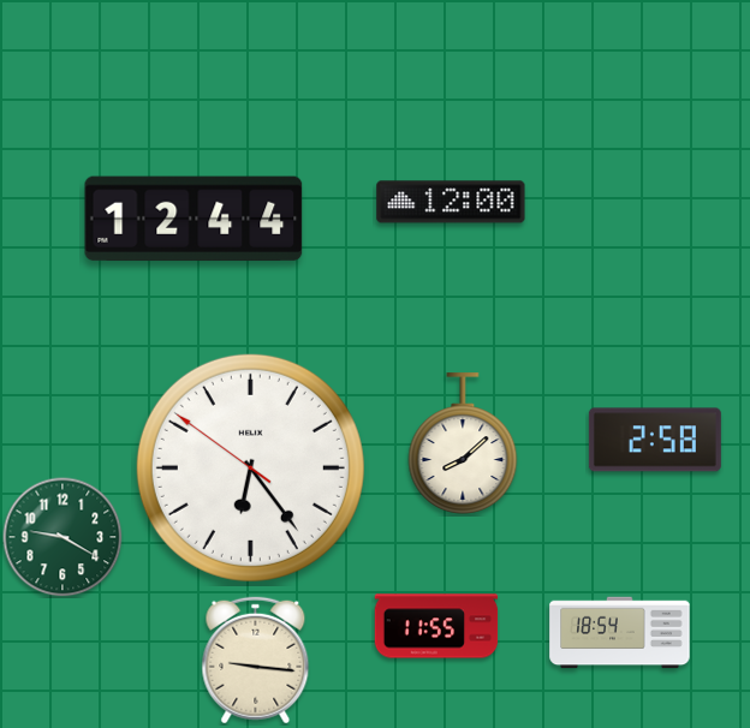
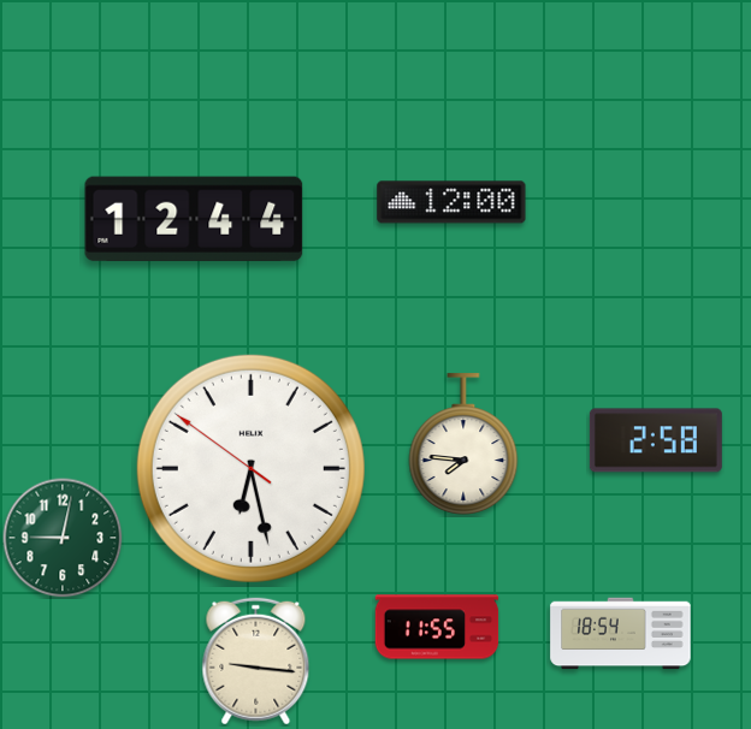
clock at (463, 443): 8:08 -> 7:46
clock at (250, 467): 6:23 -> 6:27
clock at (62, 537): 9:20 -> 9:02
